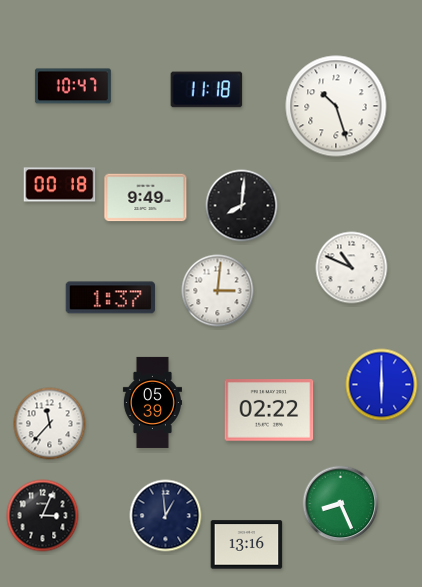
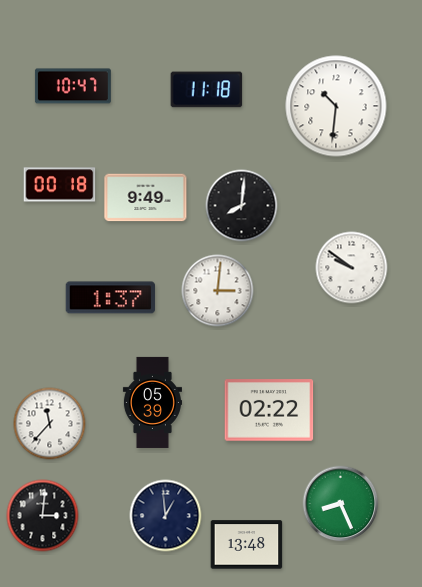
clock at (336, 106): 10:27 -> 10:31
clock at (352, 268): 10:49 -> 9:51
clock at (382, 385): 6:00 -> none
clock at (43, 516): 3:04 -> 3:01
clock at (247, 545): 13:16 -> 13:48
